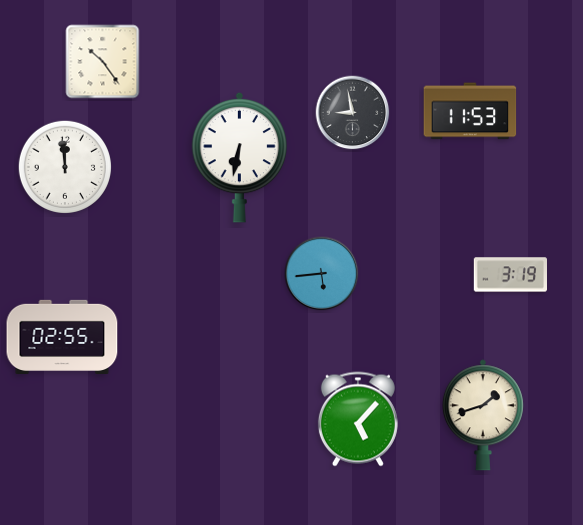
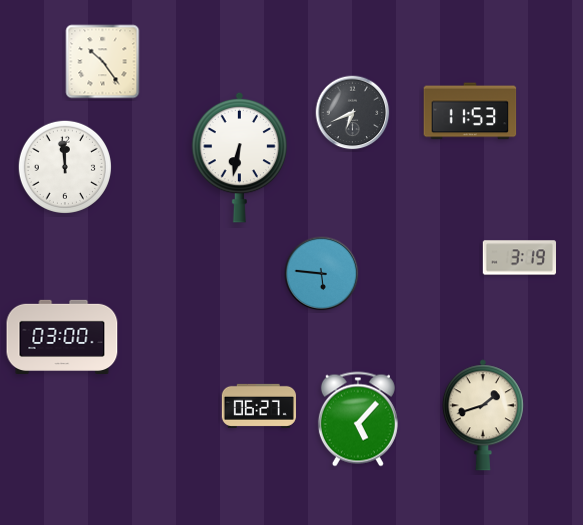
clock at (353, 113): 8:58 -> 6:41
clock at (322, 274): 5:44 -> 5:46
clock at (510, 275) position: (510, 275) -> (519, 258)
clock at (62, 336): 02:55 -> 03:00
clock at (259, 406): none -> 06:27
